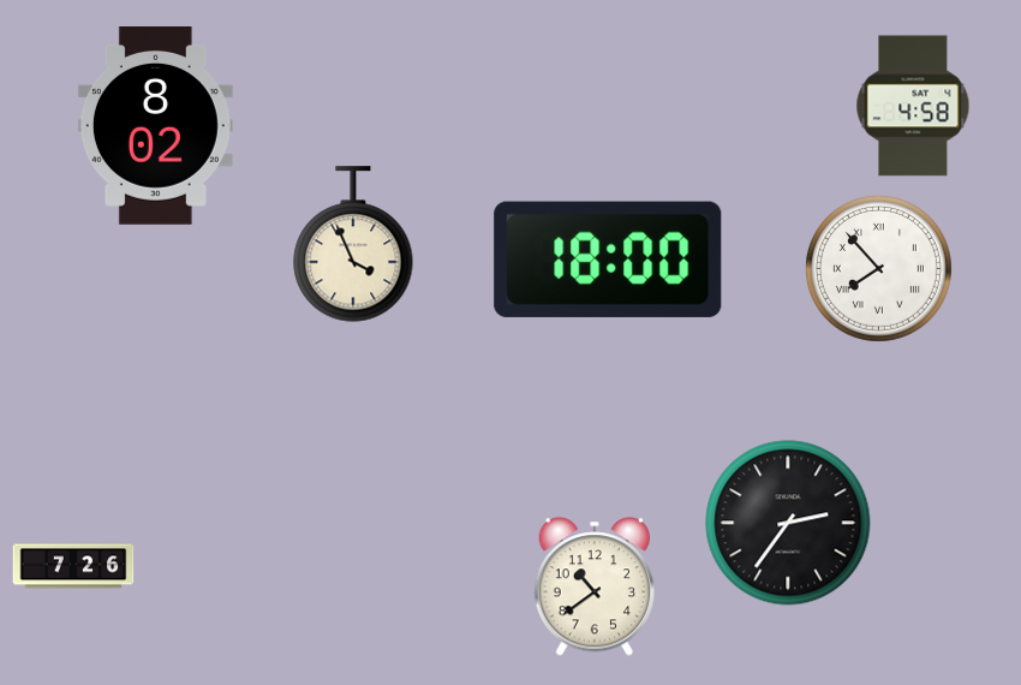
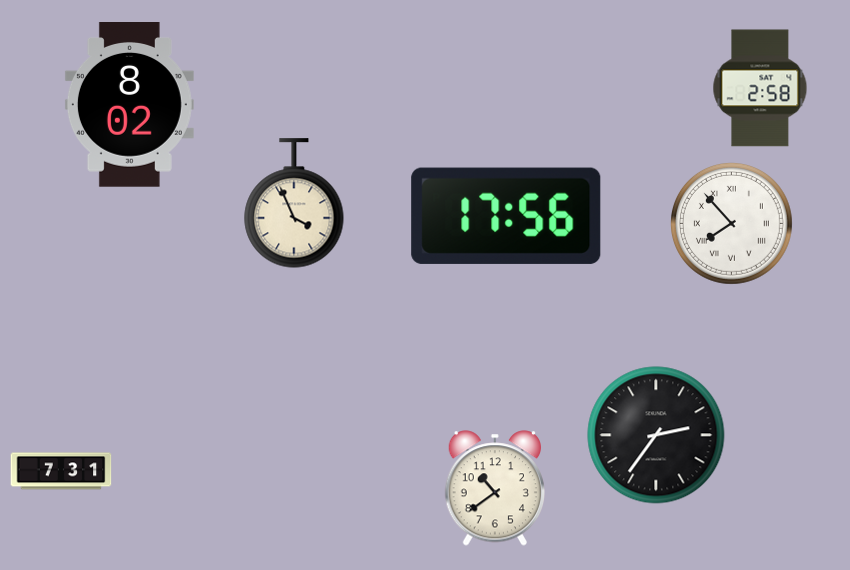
clock at (913, 106): 4:58 -> 2:58
clock at (608, 260): 18:00 -> 17:56
clock at (73, 566): 7:26 -> 7:31
